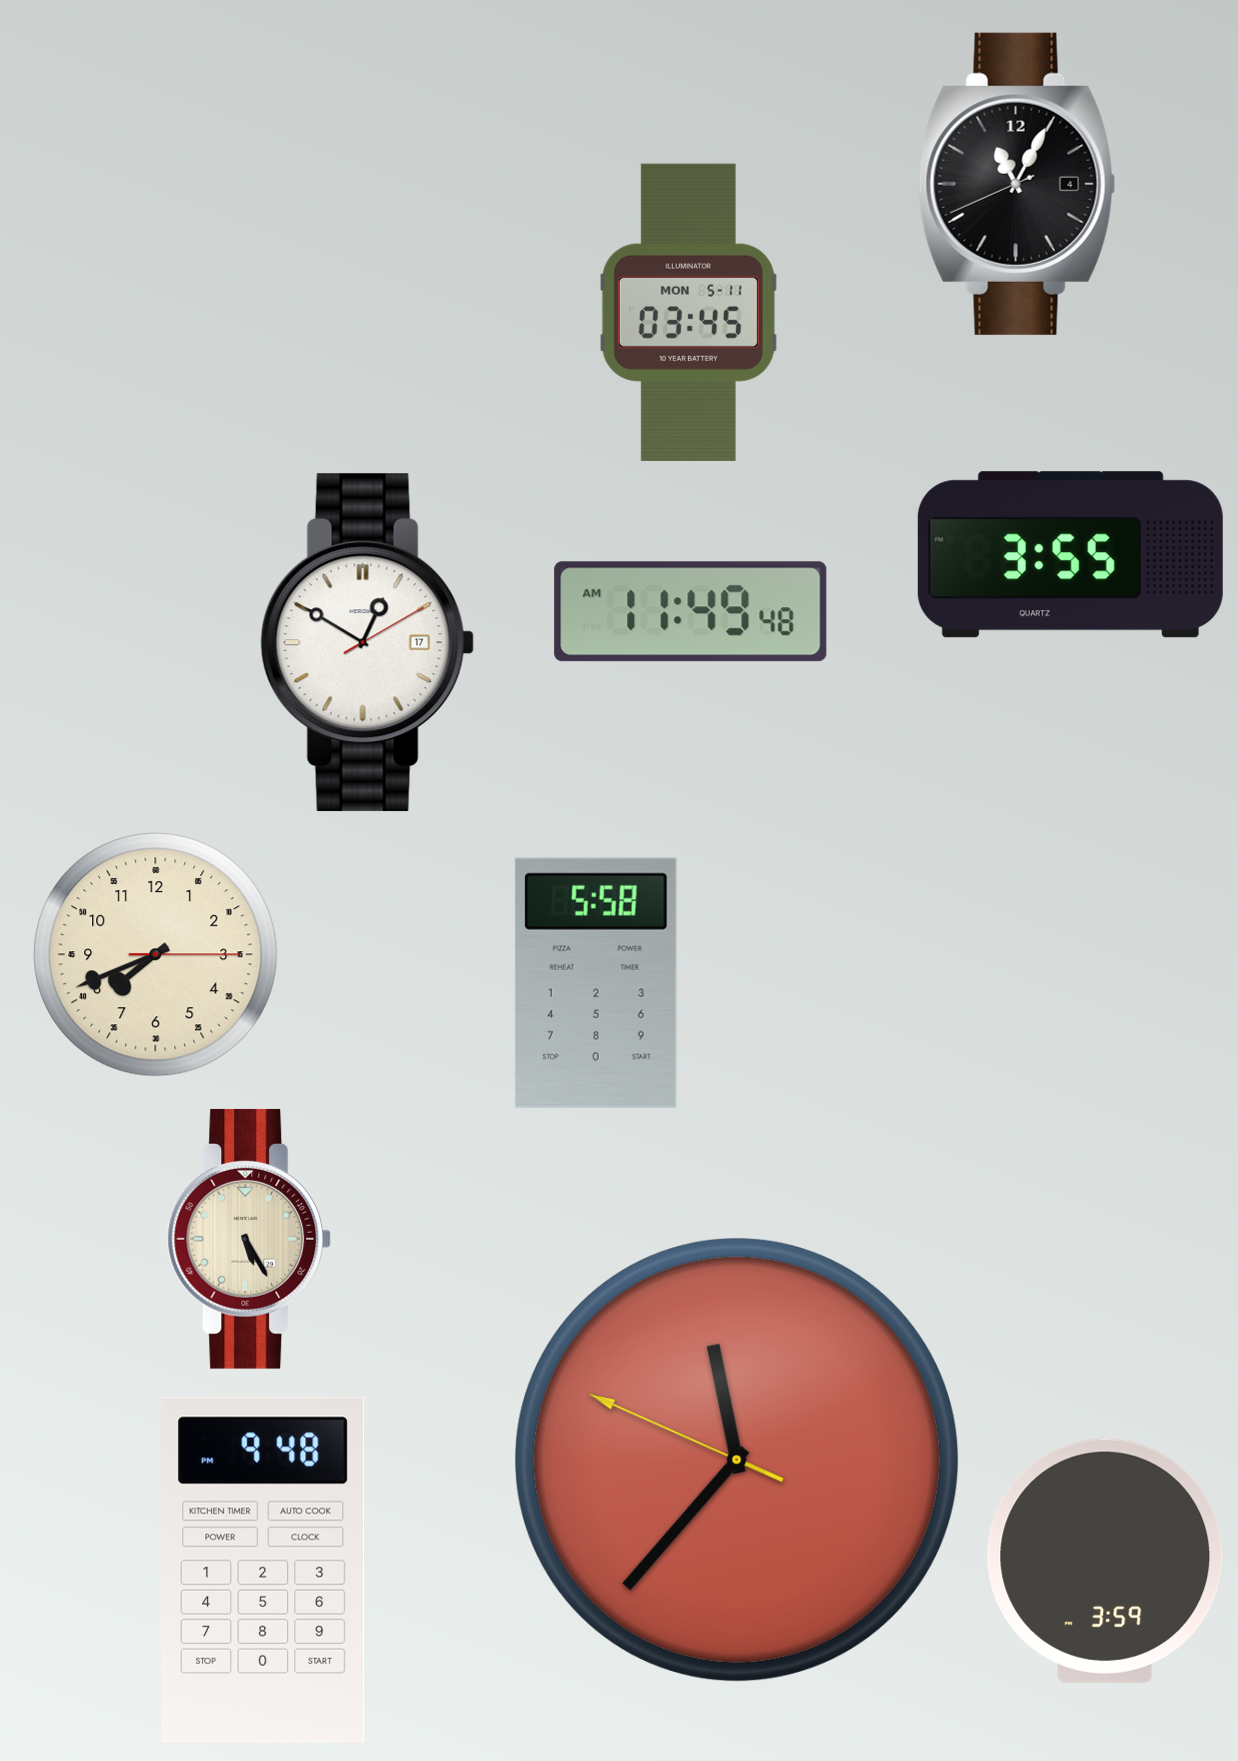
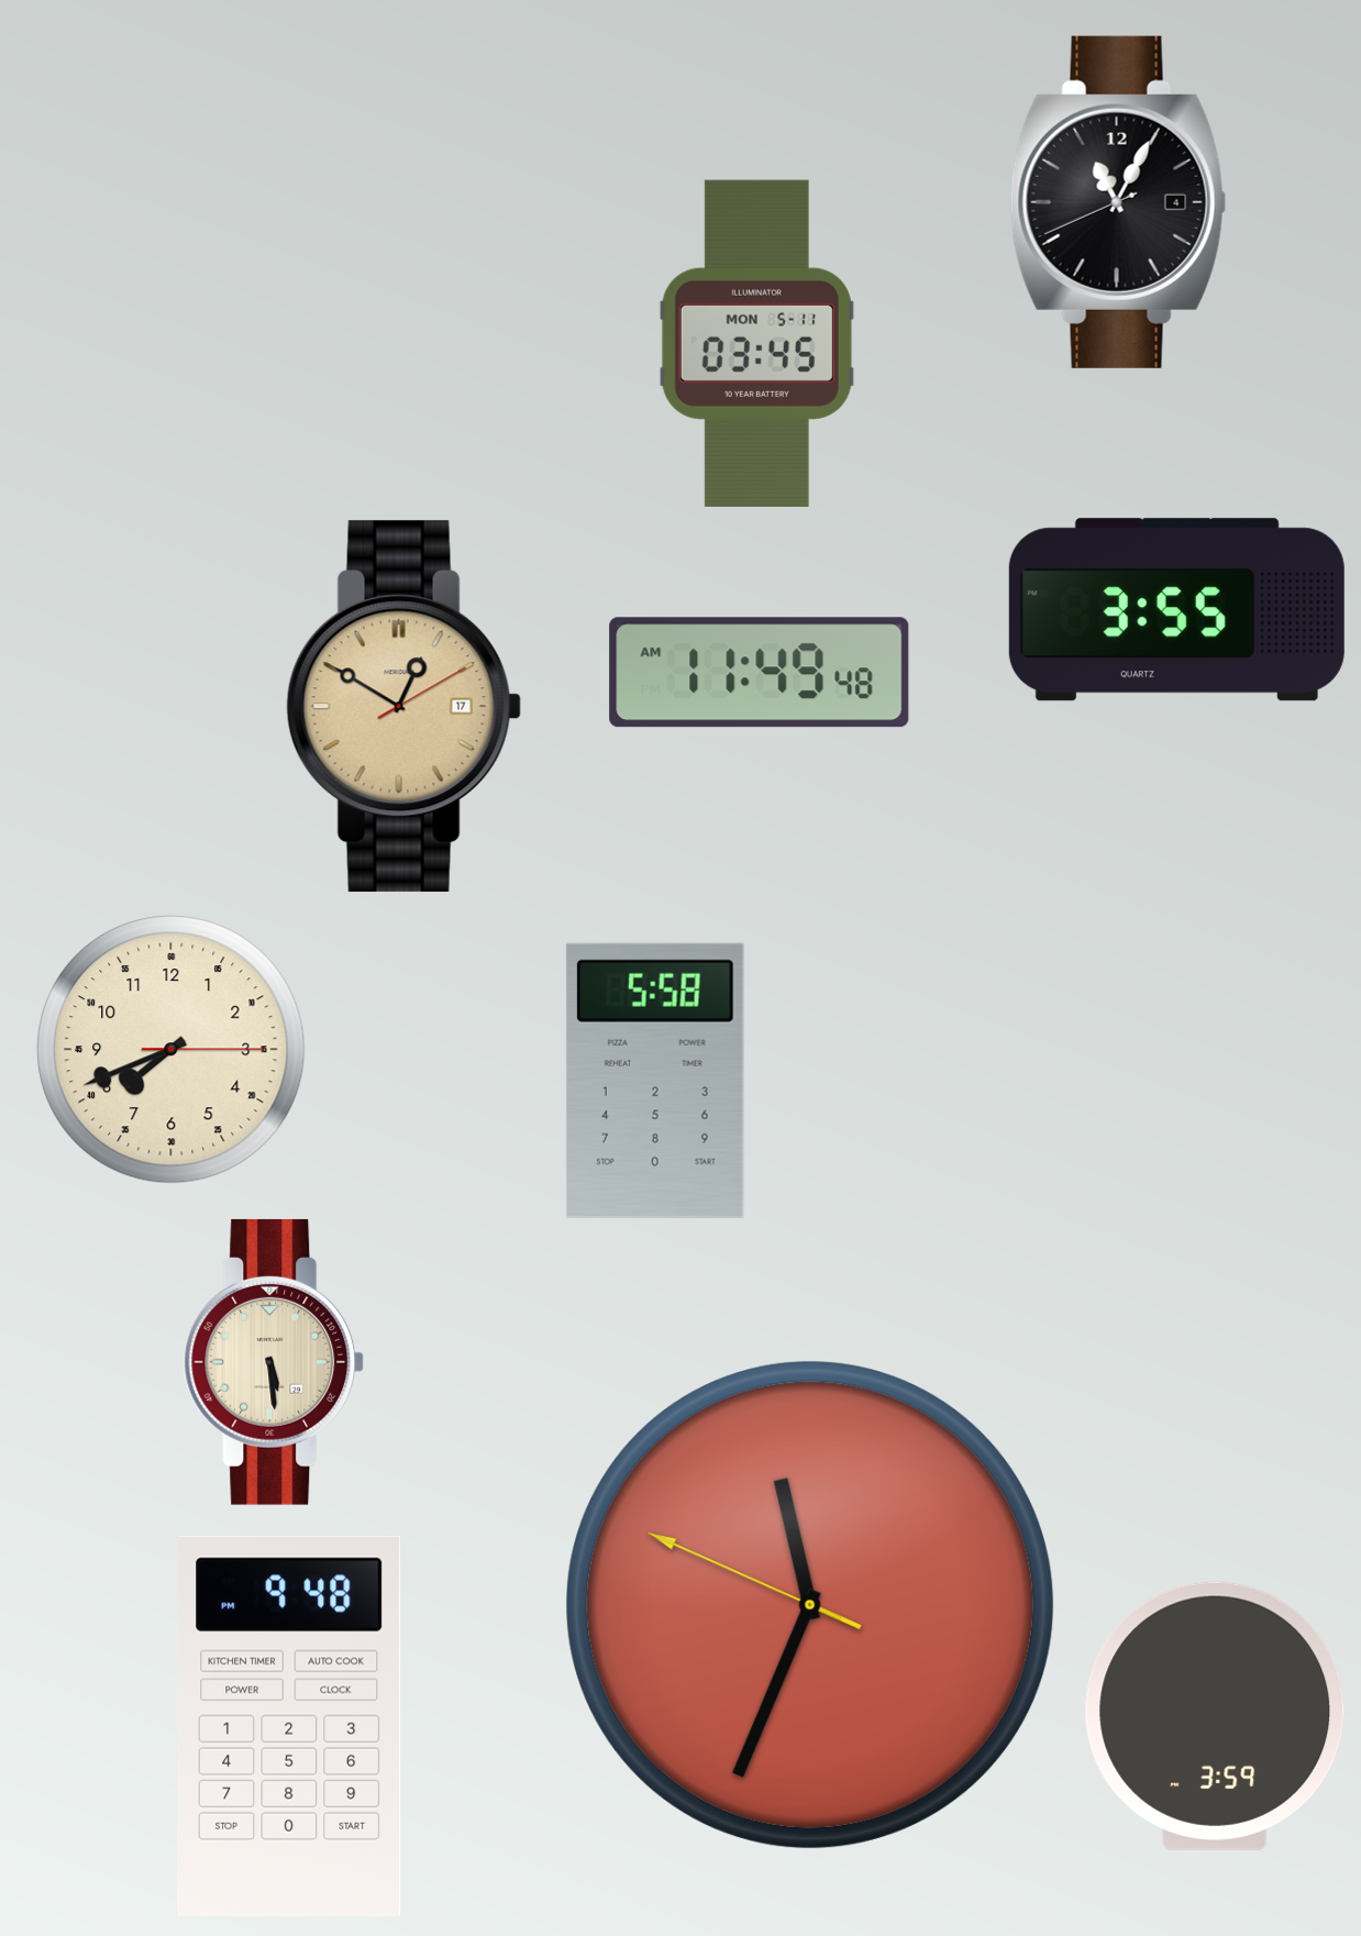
clock at (367, 643) dial: white -> champagne
clock at (249, 1239): 5:25 -> 5:29
clock at (737, 1460): 11:36 -> 11:33
